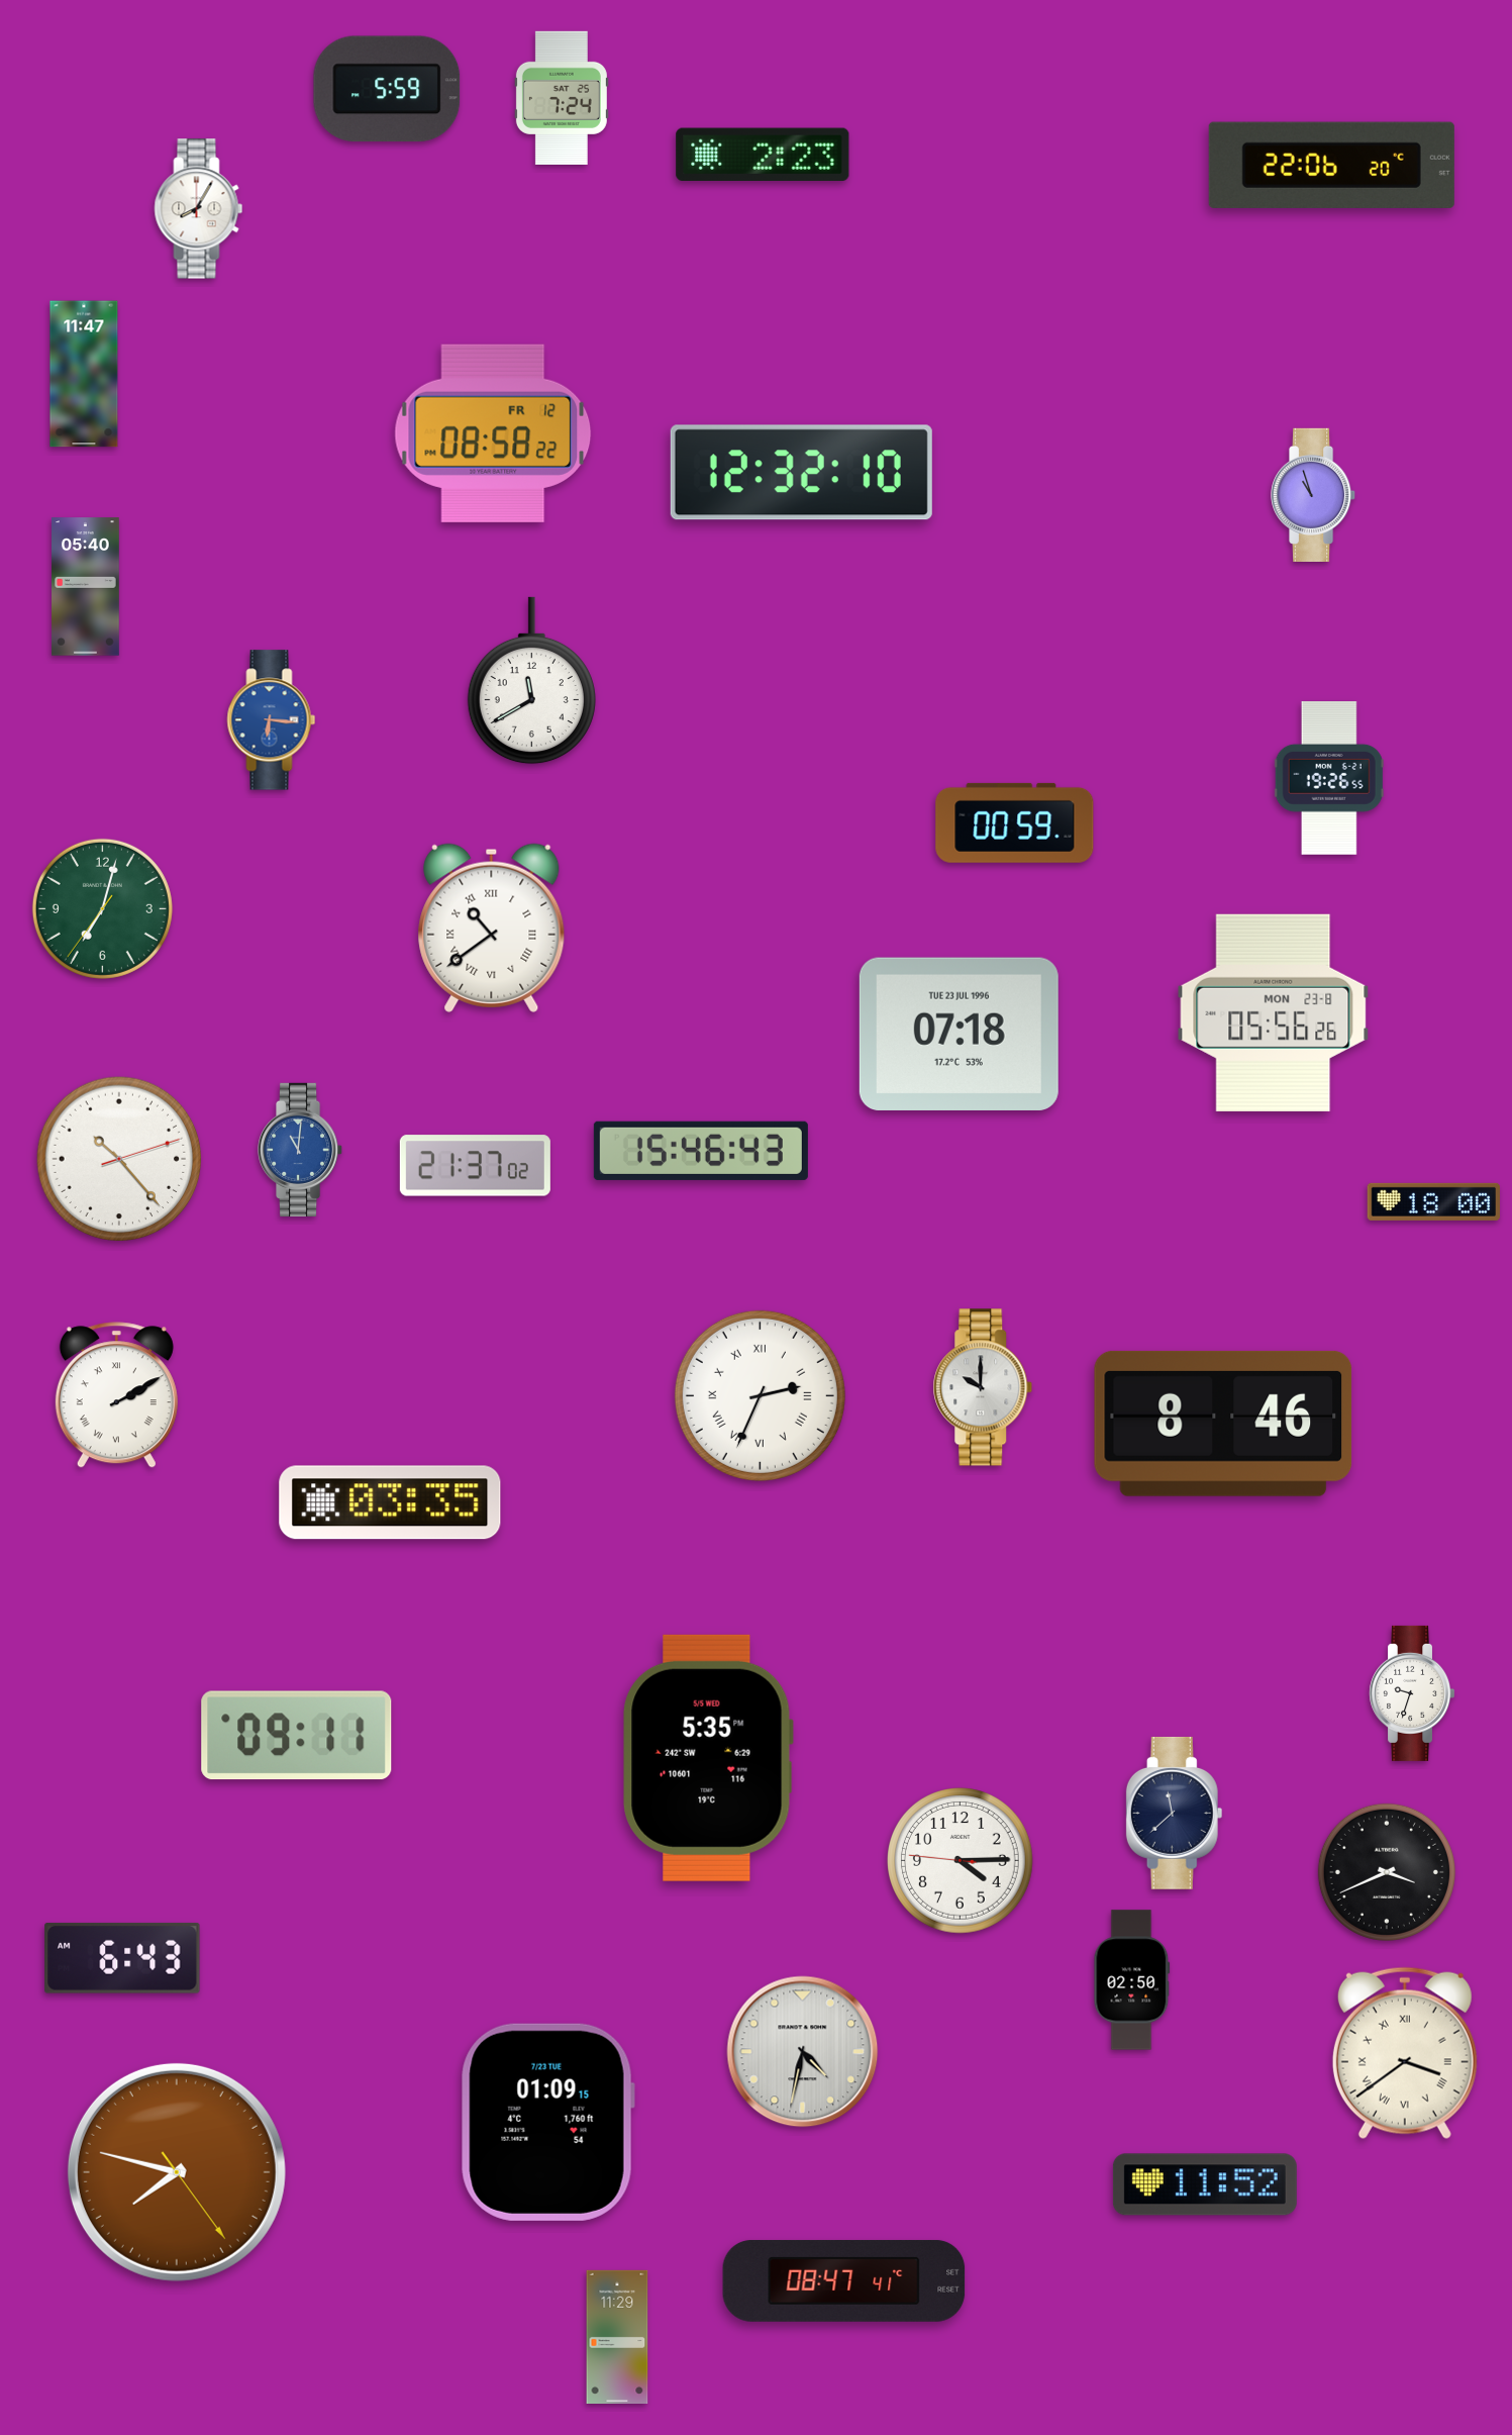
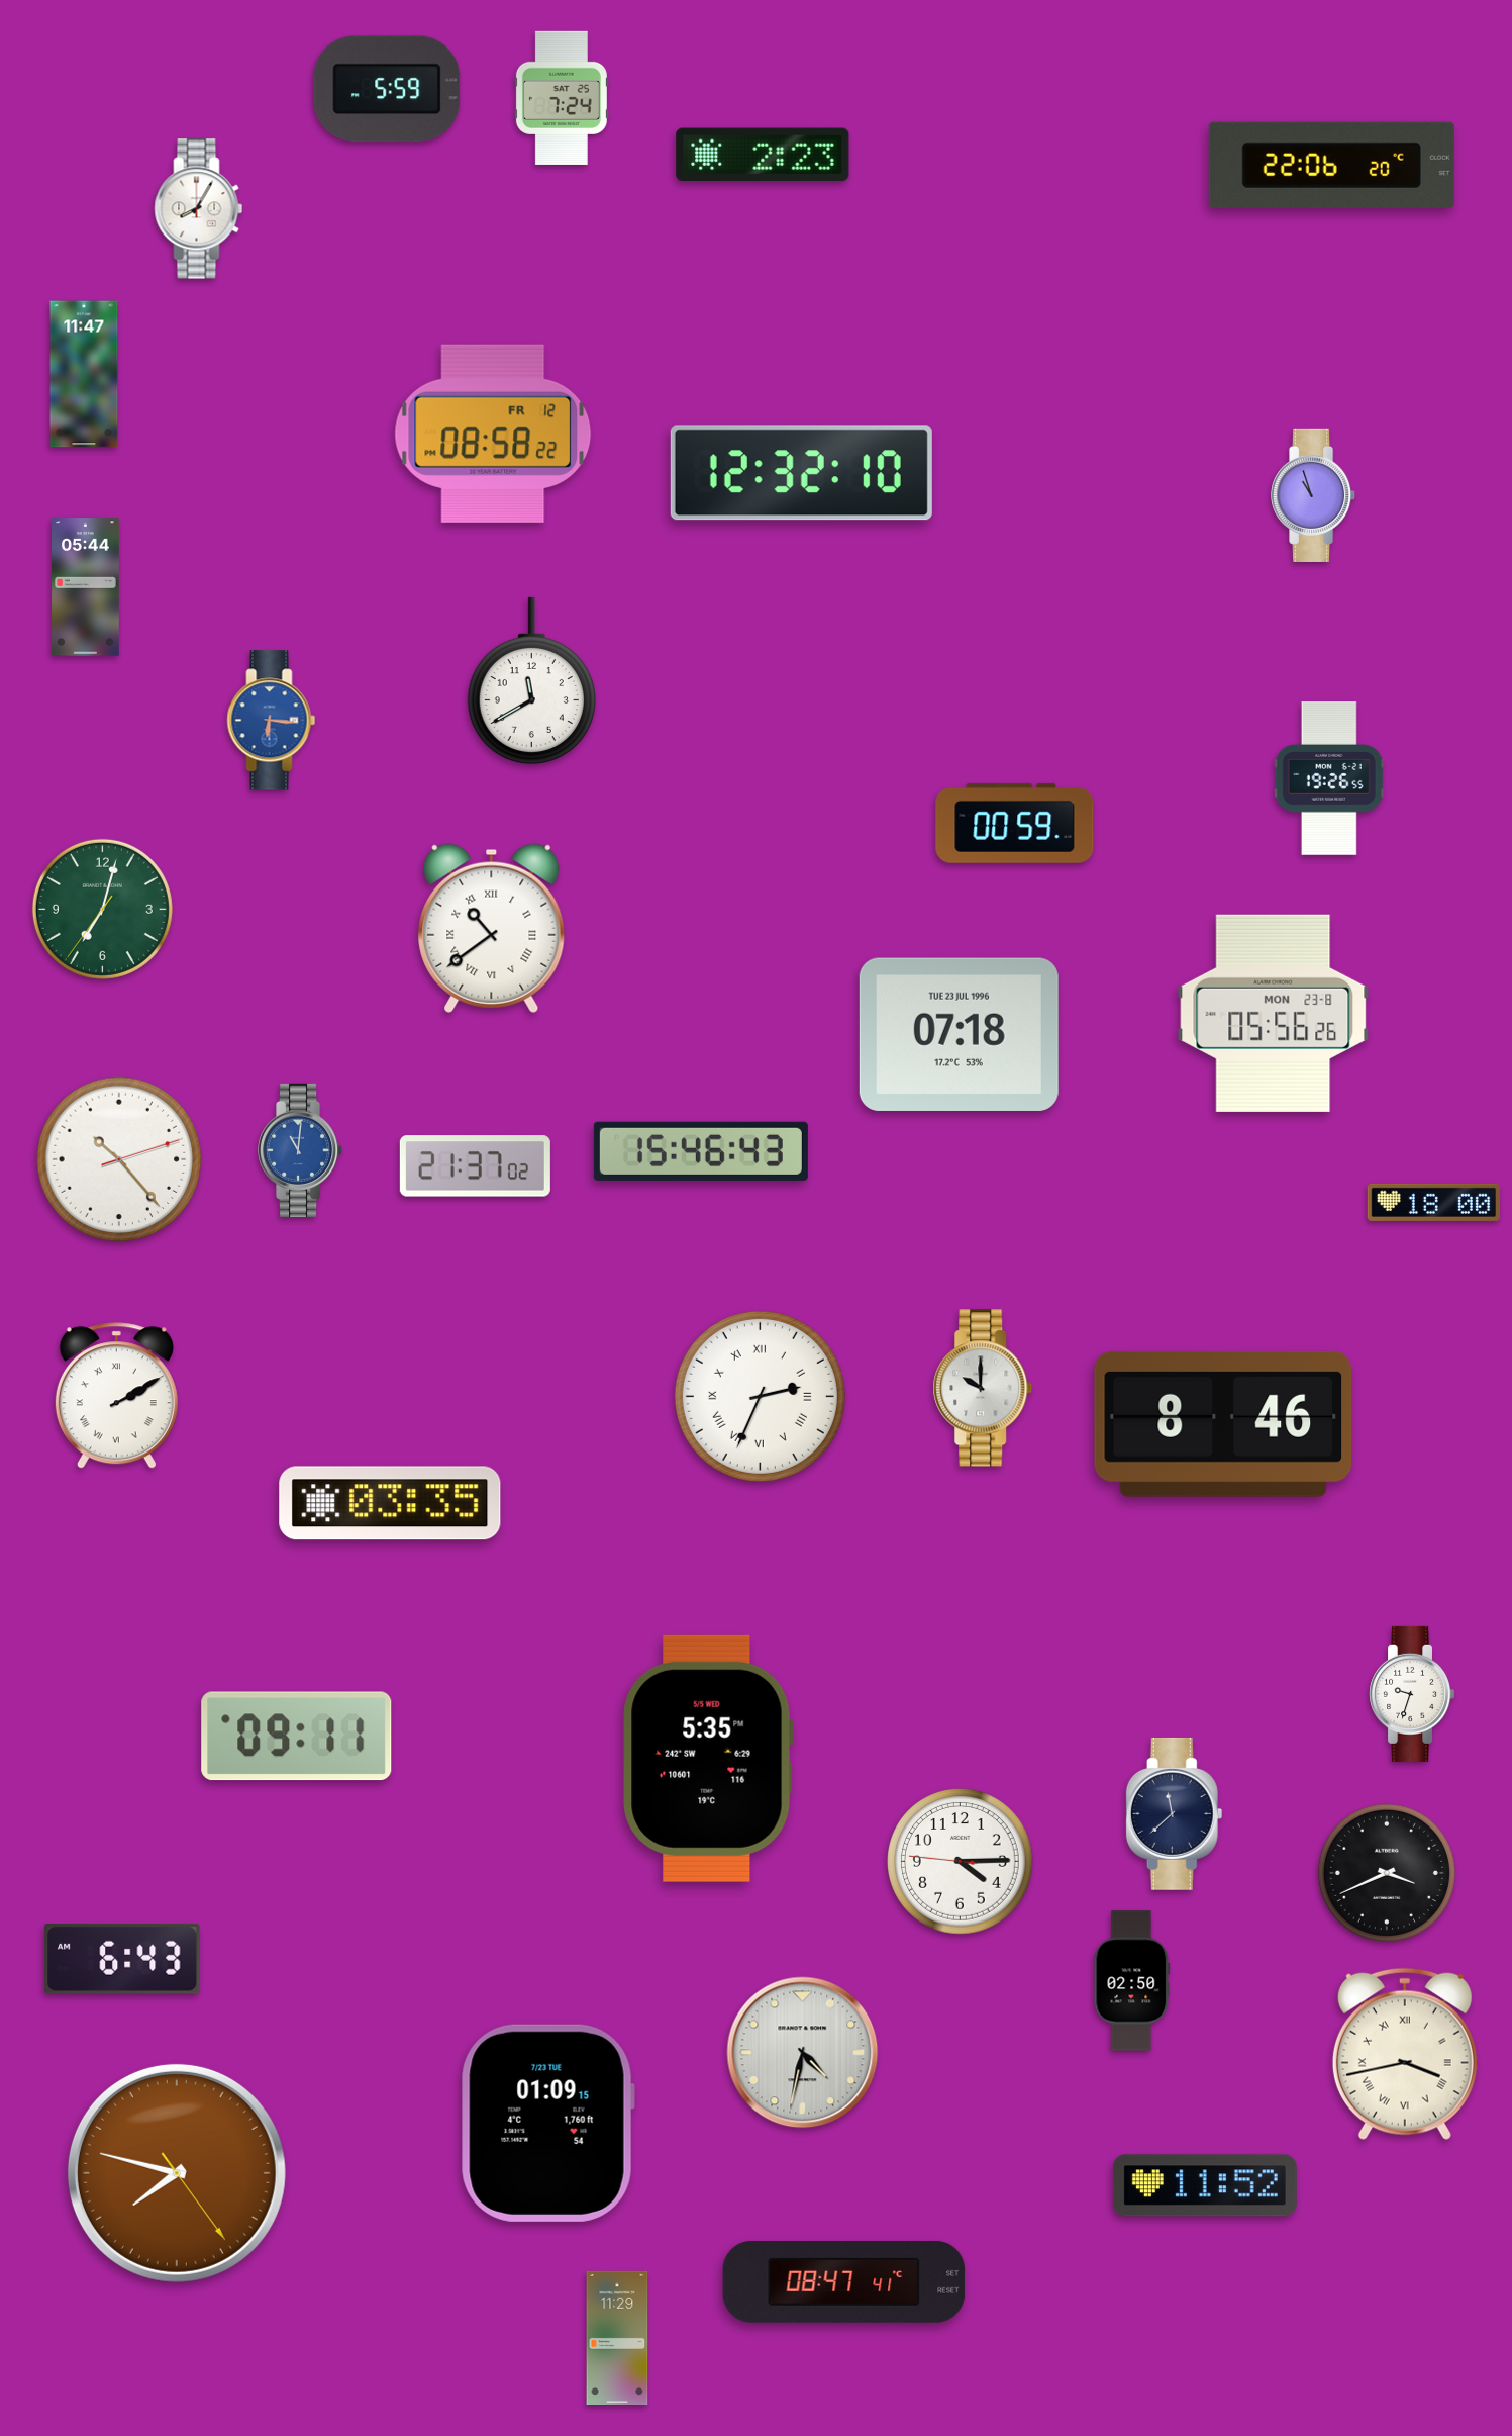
clock at (86, 587): 05:40 -> 05:44
clock at (1405, 2053): 3:39 -> 3:43
